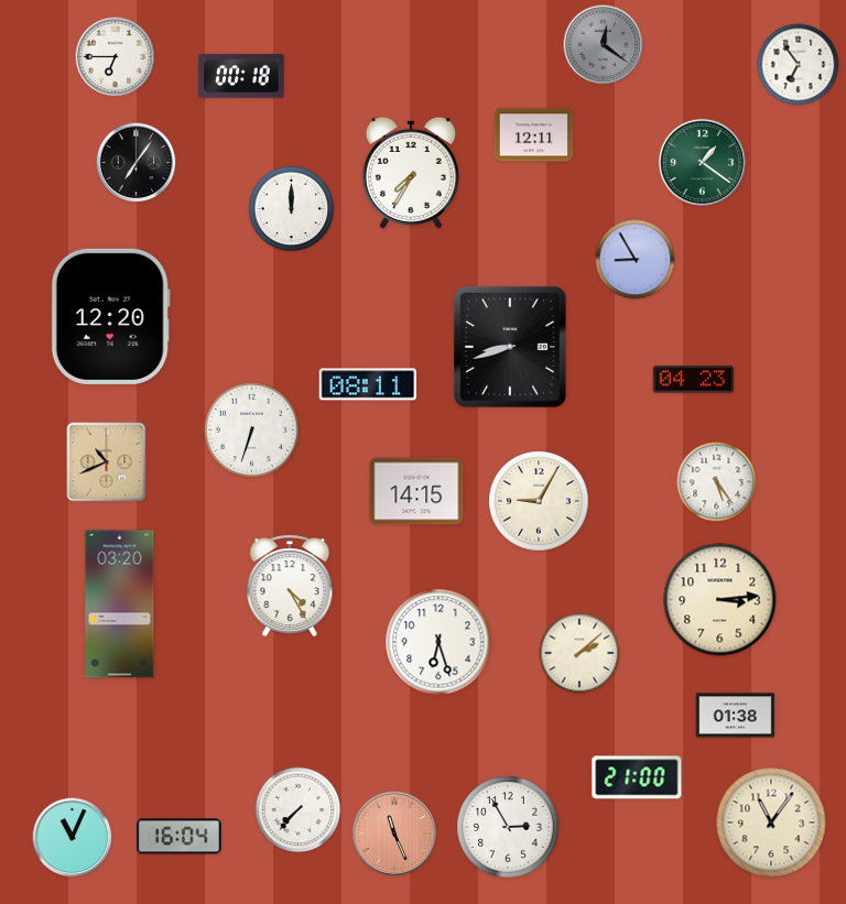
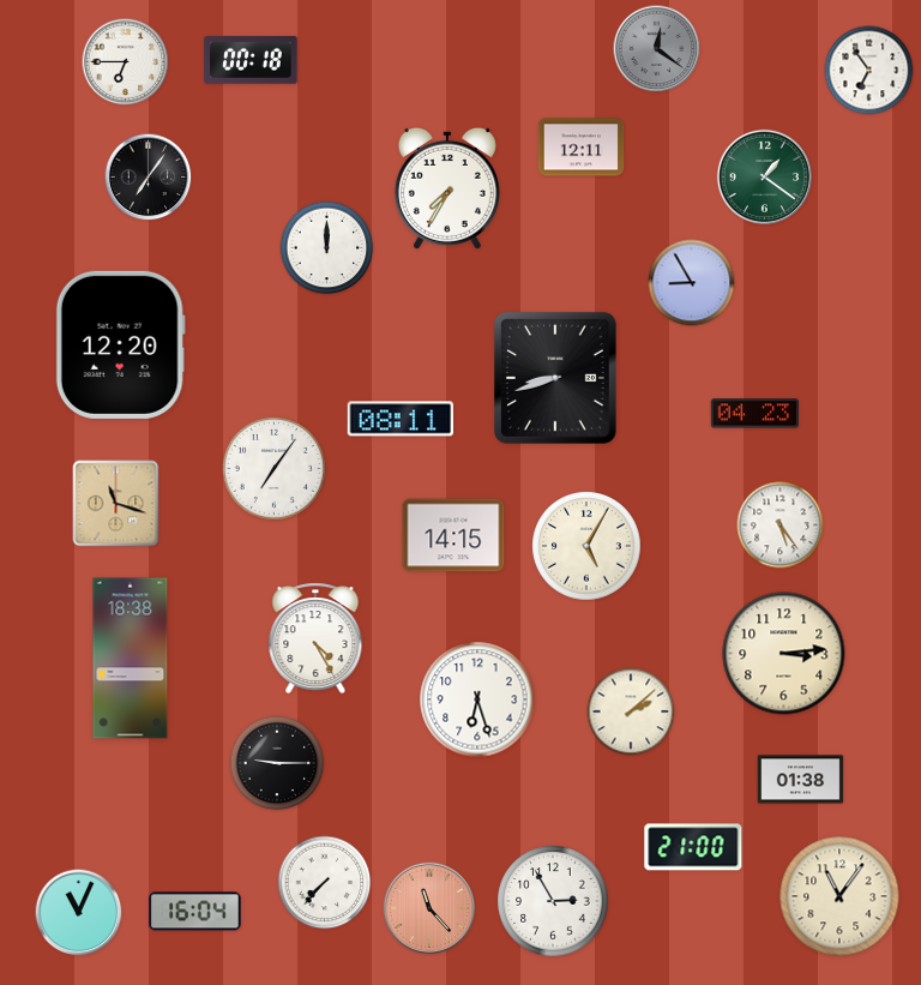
clock at (241, 76) position: (241, 76) -> (251, 60)
clock at (292, 209) position: (292, 209) -> (327, 248)
clock at (251, 429): 6:33 -> 7:06
clock at (107, 462): 10:41 -> 11:18
clock at (539, 501): 9:05 -> 5:05
clock at (120, 605): 03:20 -> 18:38
clock at (277, 763): none -> 9:15
clock at (394, 834): 11:26 -> 11:23
